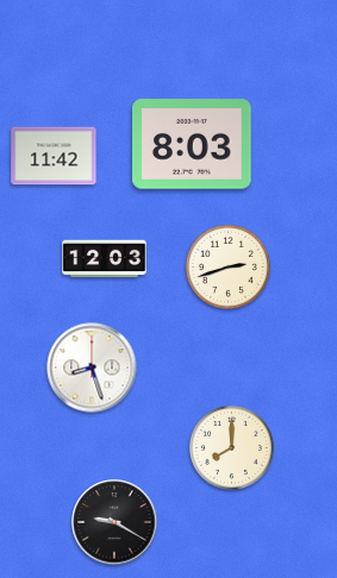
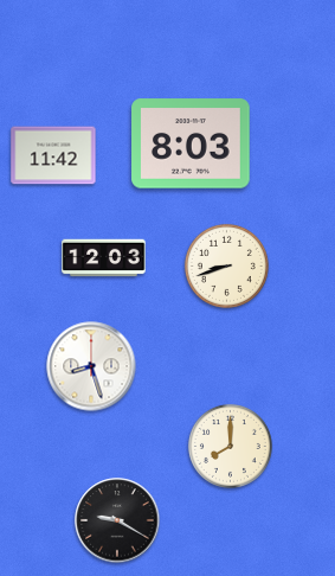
clock at (227, 266): 2:42 -> 8:42
clock at (114, 522) position: (114, 522) -> (117, 520)
